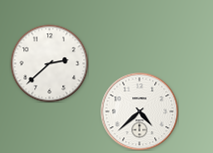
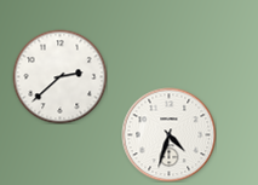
clock at (139, 111): 4:38 -> 4:33
